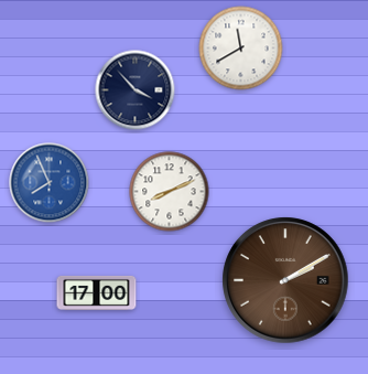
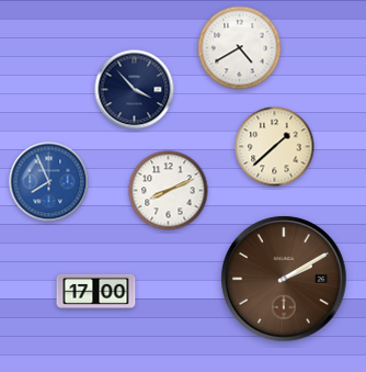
clock at (241, 49): 11:40 -> 4:40
clock at (275, 147): none -> 1:38
